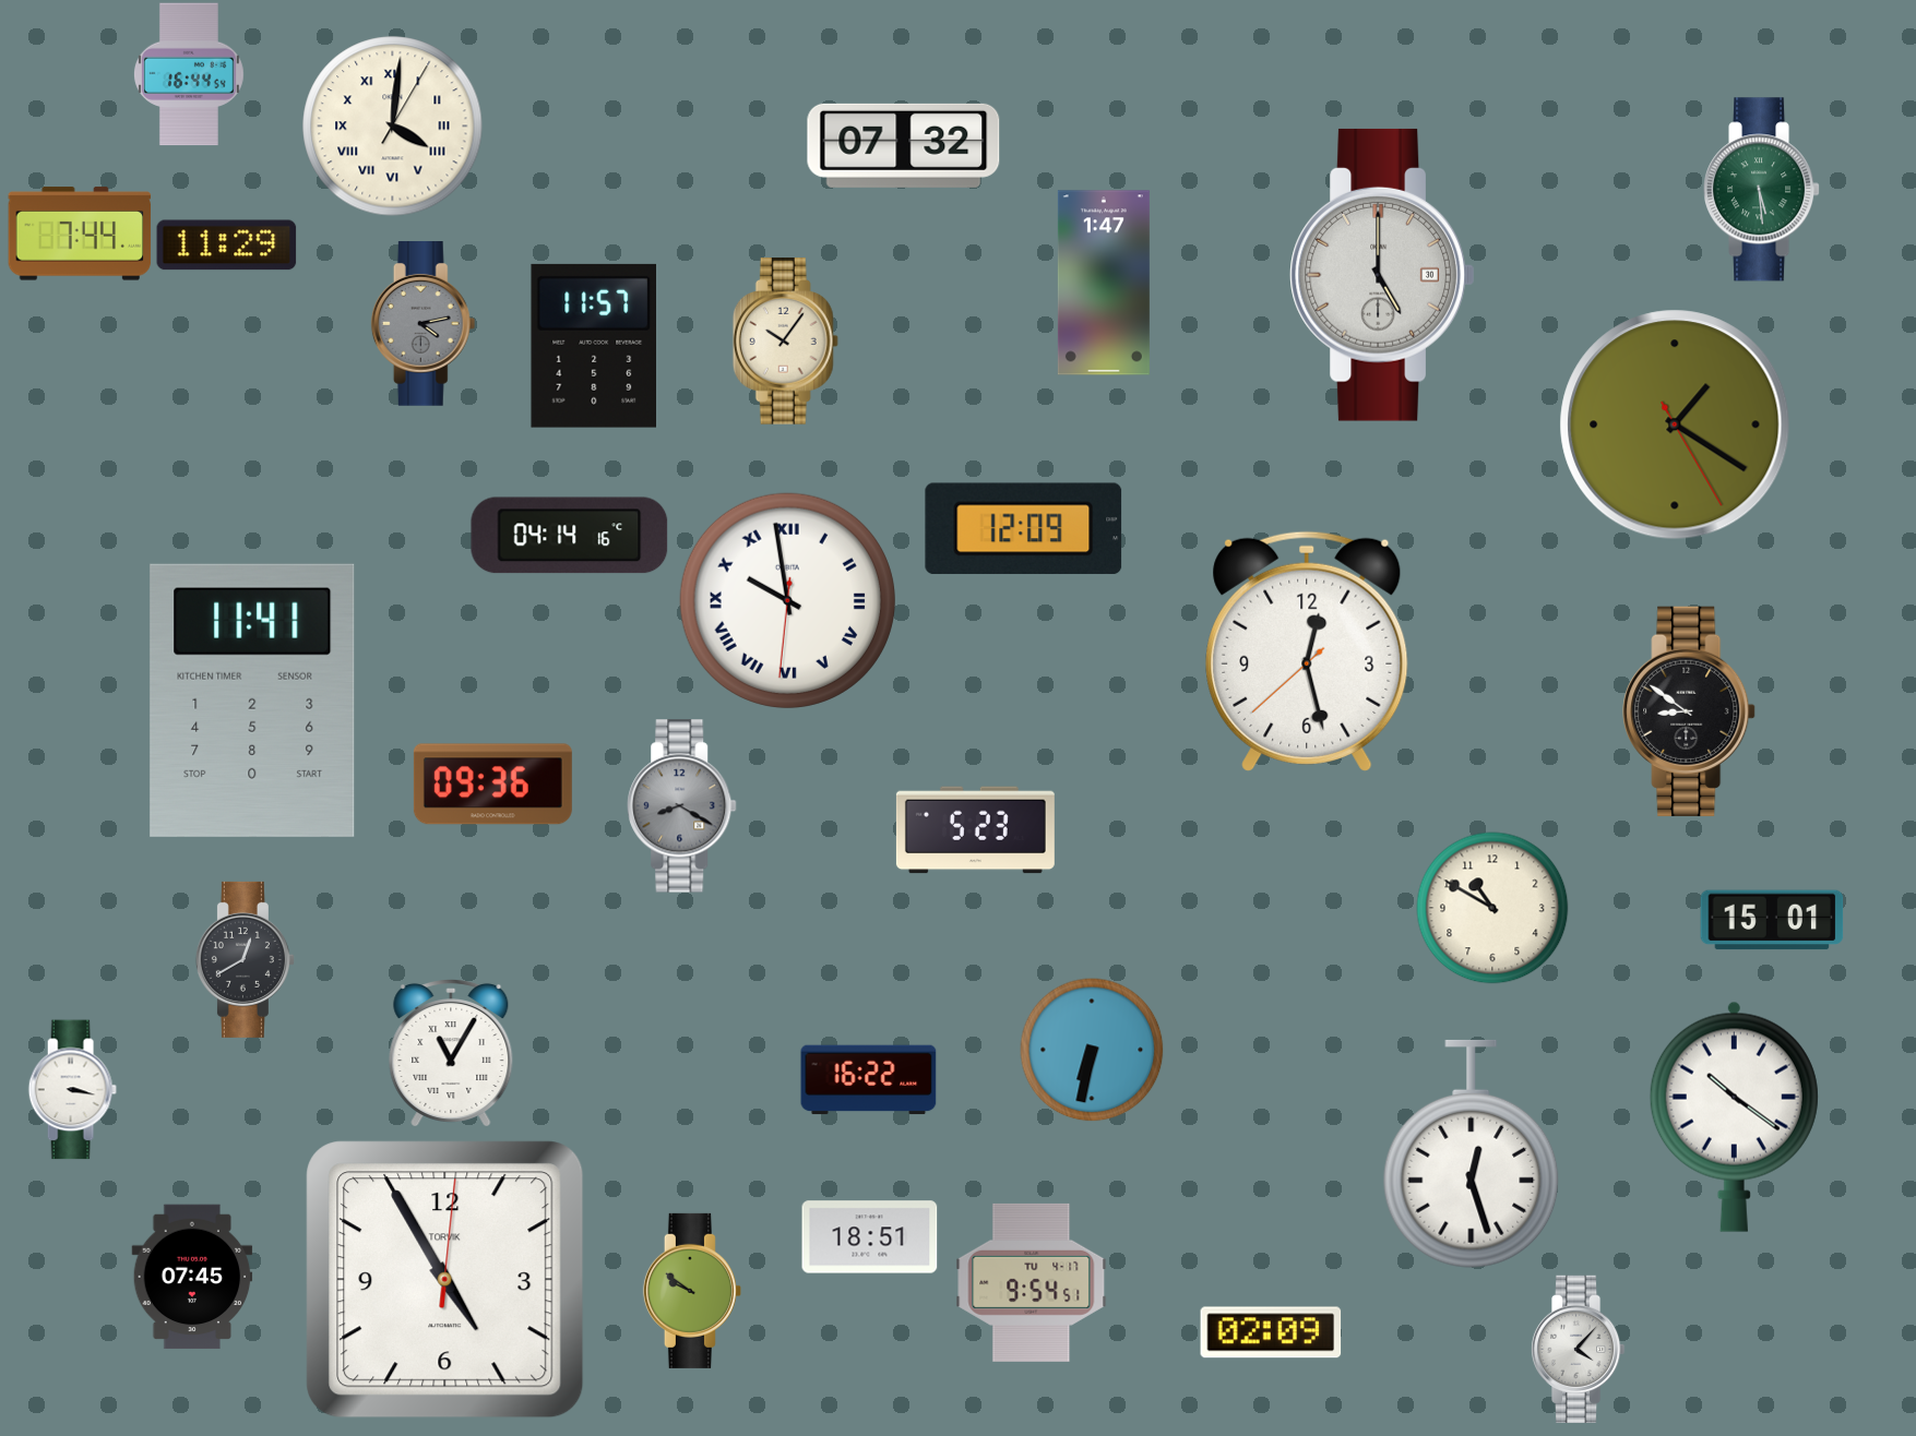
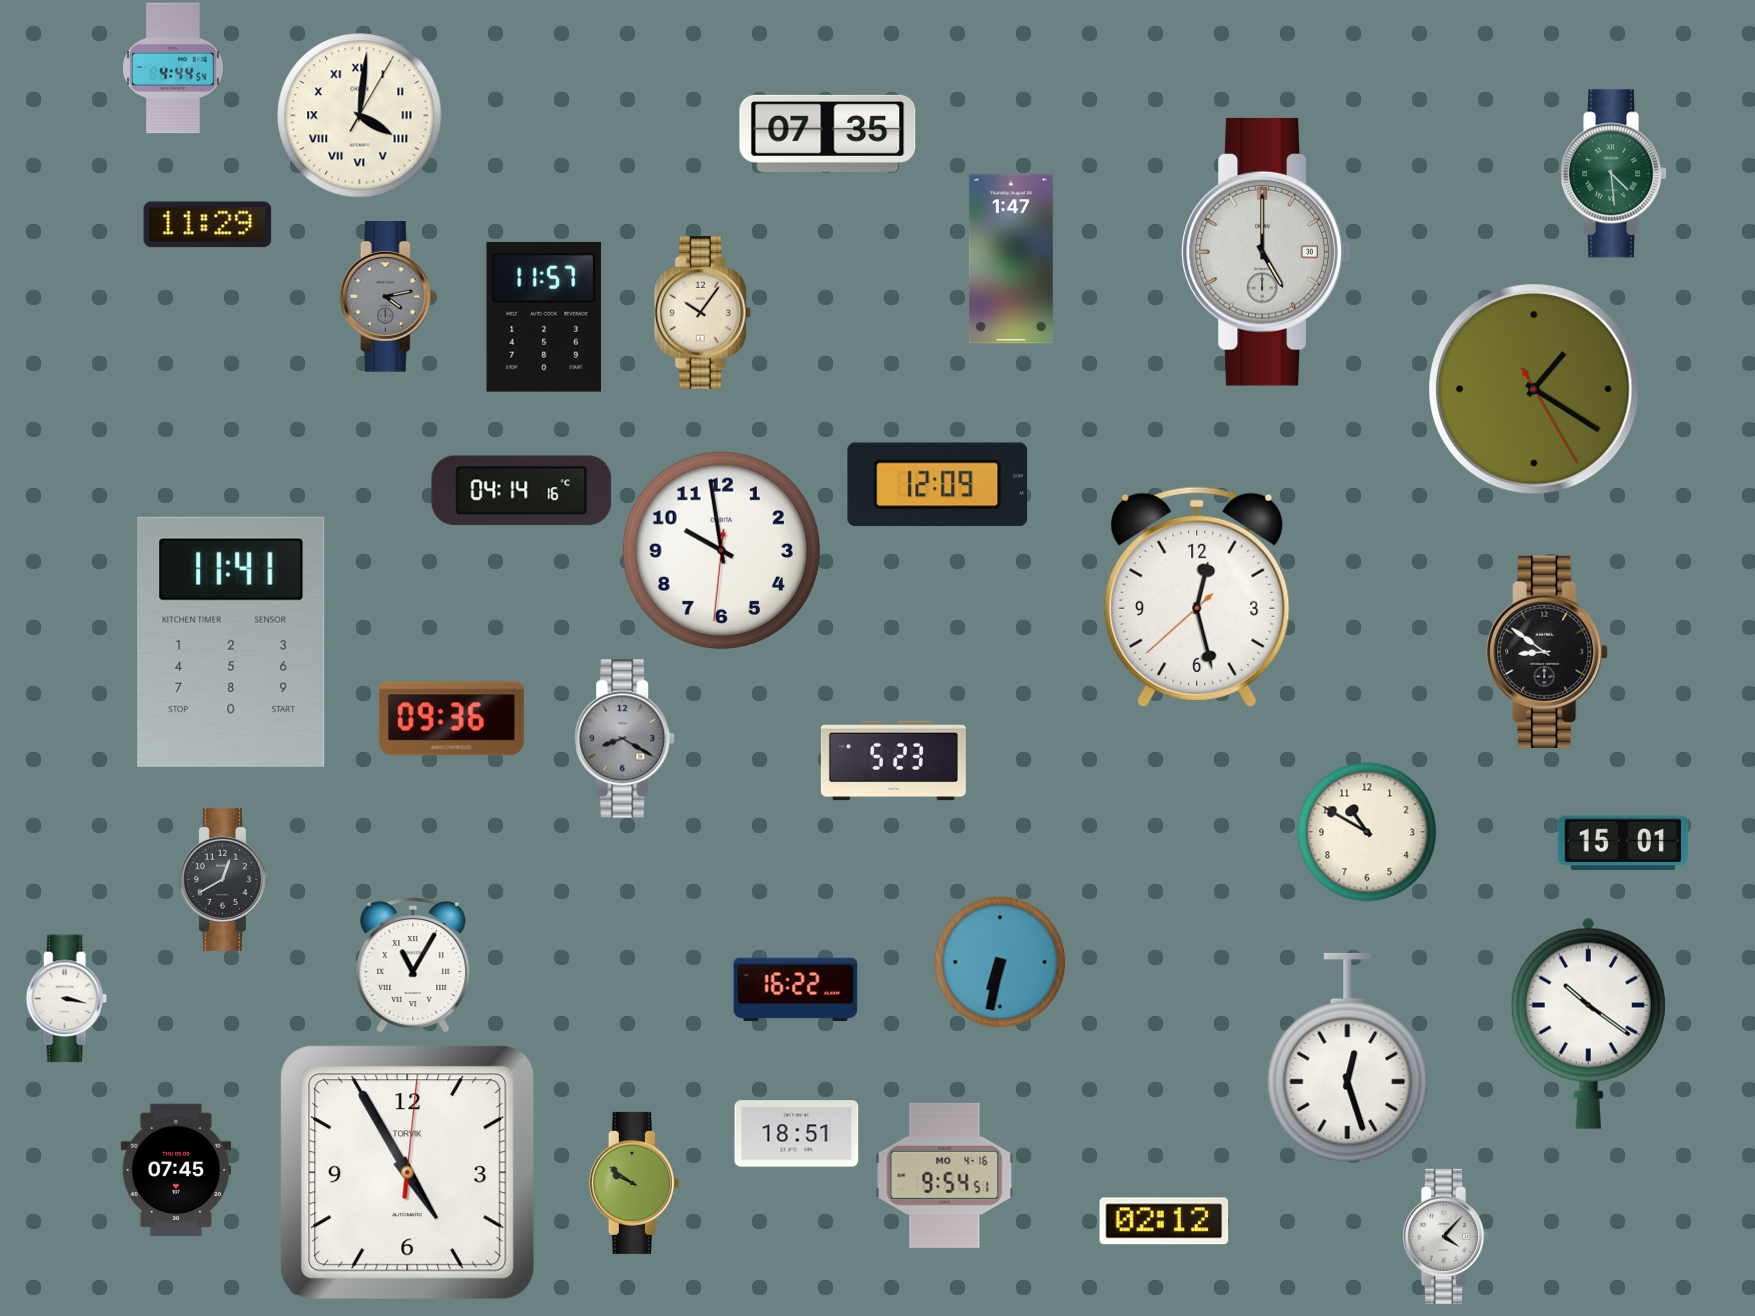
clock at (189, 74): 16:44 -> 4:44
clock at (904, 145): 07:32 -> 07:35
clock at (1763, 190): 5:29 -> 4:29
clock at (80, 234): 7:44 -> none
clock at (785, 342) position: (785, 342) -> (702, 313)
clock at (787, 600) numerals: Roman -> Arabic
clock at (1032, 1282) date: TU 4-17 -> MO 4-16
clock at (1271, 1332): 02:09 -> 02:12
